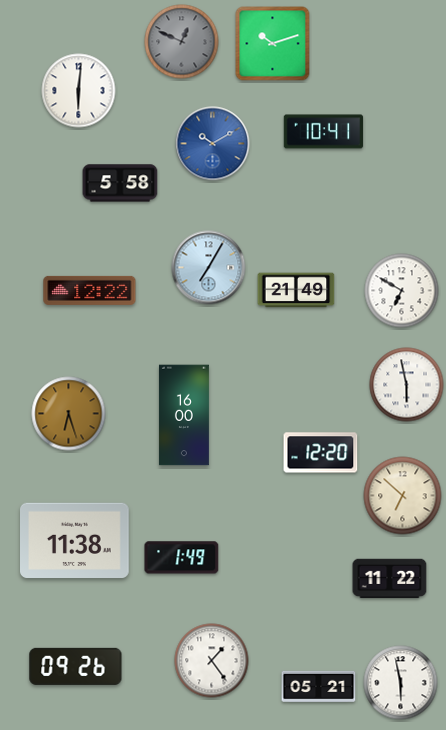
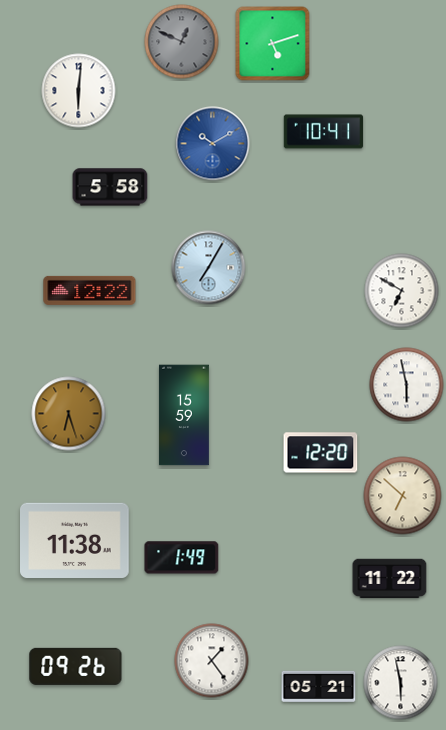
clock at (273, 44): 10:12 -> 5:12
clock at (120, 183) position: (120, 183) -> (110, 187)
clock at (296, 290): 21:49 -> none
clock at (184, 415): 16:00 -> 15:59
